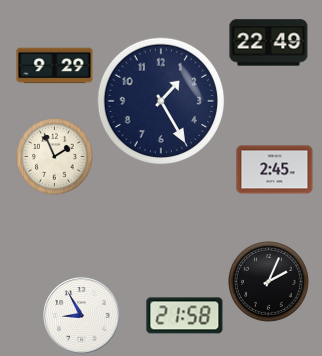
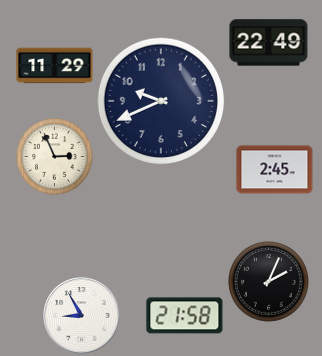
clock at (55, 66): 9:29 -> 11:29
clock at (161, 101): 1:25 -> 9:41
clock at (55, 157): 1:56 -> 2:56
